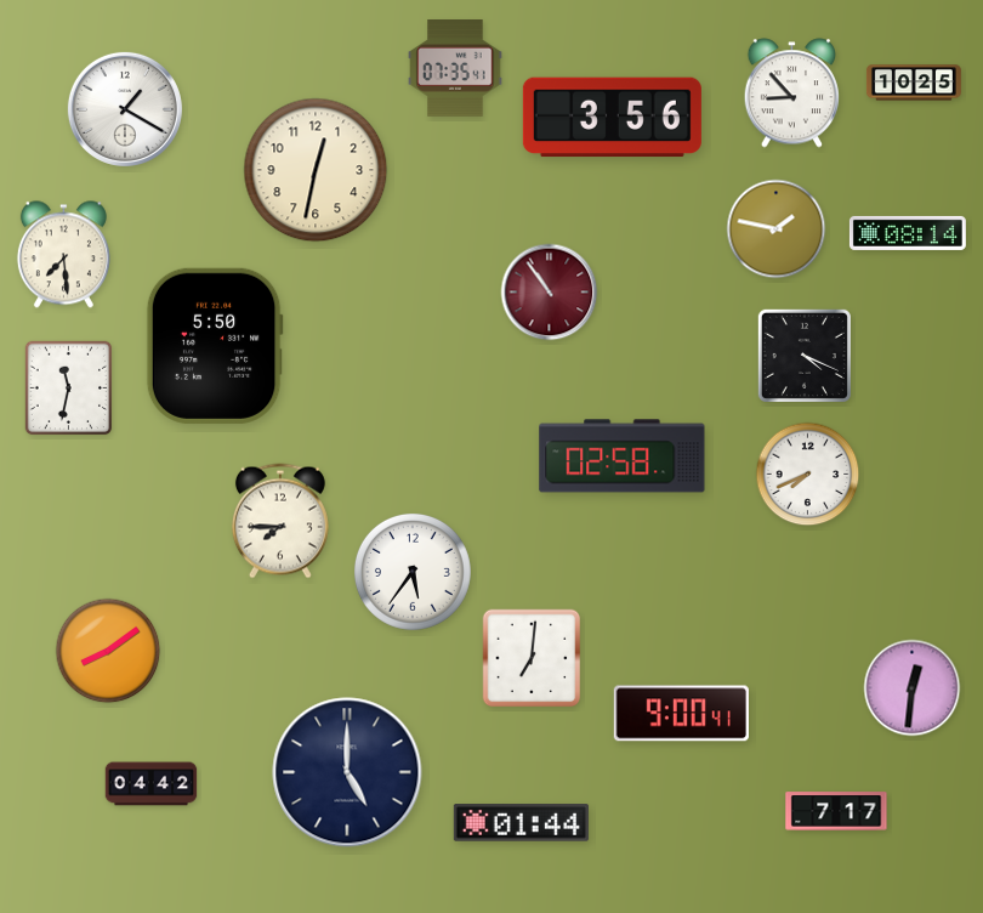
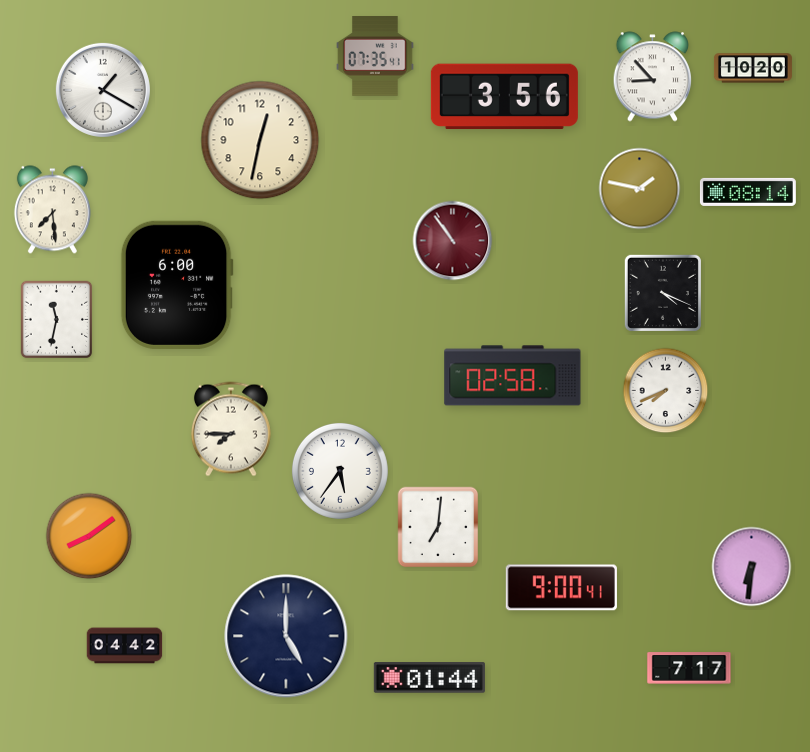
clock at (914, 83): 10:25 -> 10:20
clock at (215, 346): 5:50 -> 6:00
clock at (532, 658) position: (532, 658) -> (438, 527)
clock at (913, 688): 12:31 -> 6:31
